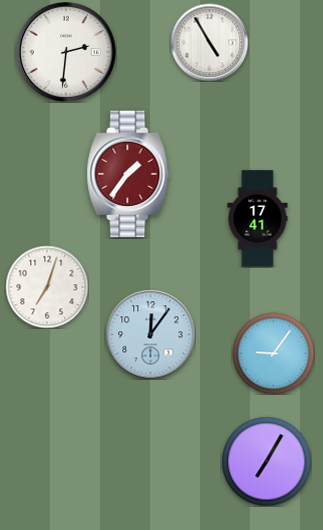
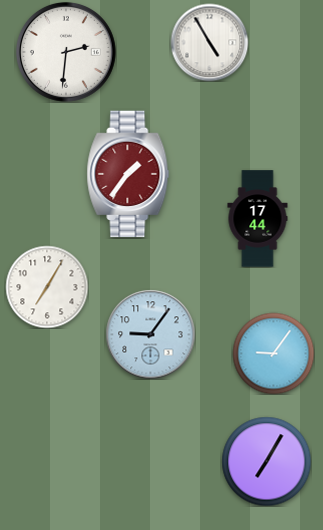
clock at (258, 219): 17:41 -> 17:44
clock at (47, 287): 7:03 -> 7:05
clock at (150, 334): 12:06 -> 9:06
